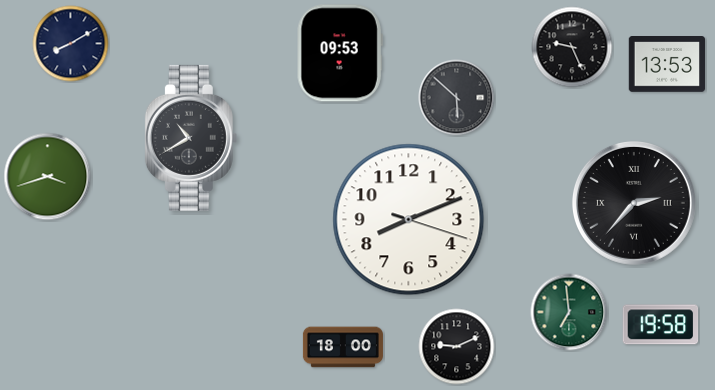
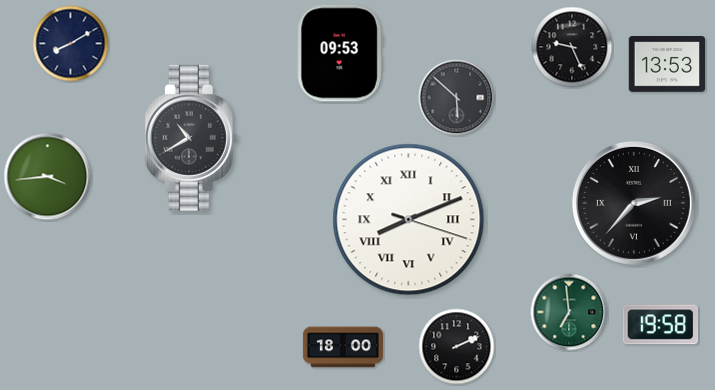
clock at (48, 177): 3:42 -> 3:44
clock at (409, 220) numerals: Arabic -> Roman
clock at (457, 347): 9:11 -> 2:11
